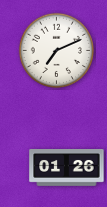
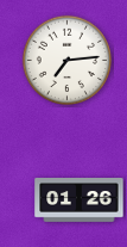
clock at (56, 50): 7:11 -> 7:14
